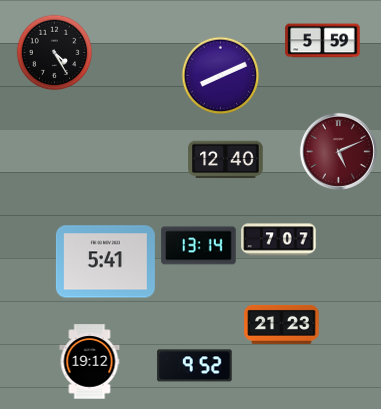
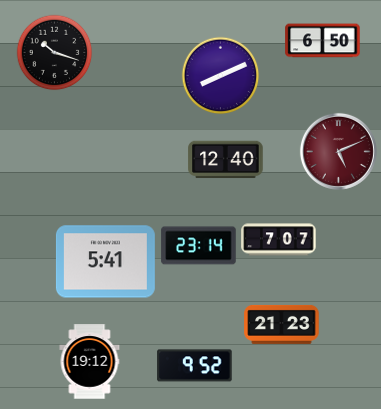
clock at (323, 41): 5:59 -> 6:50
clock at (55, 53): 4:25 -> 10:18
clock at (199, 246): 13:14 -> 23:14
